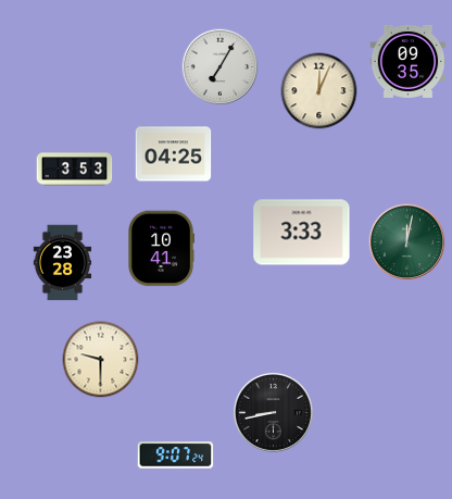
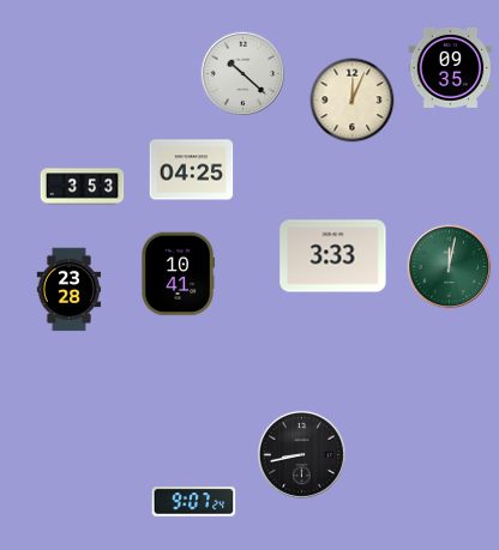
clock at (221, 67): 7:05 -> 10:22
clock at (101, 360): 9:30 -> none
